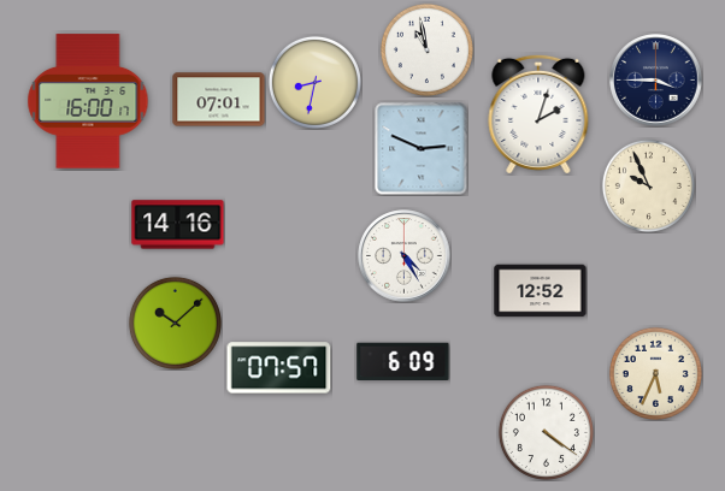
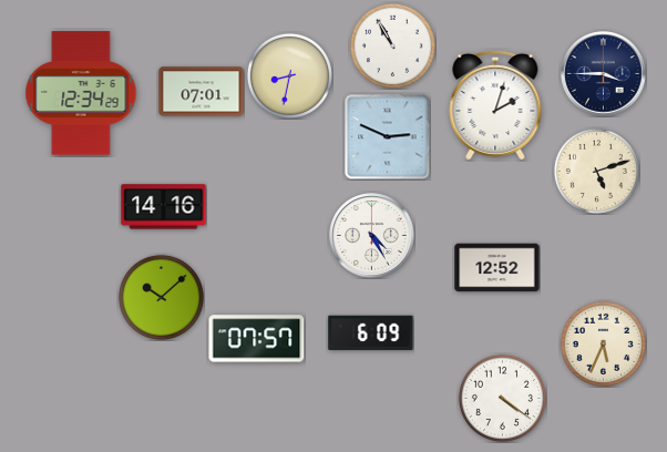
clock at (426, 49): 10:58 -> 10:55
clock at (88, 101): 16:00 -> 12:34
clock at (648, 185): 9:56 -> 5:12
